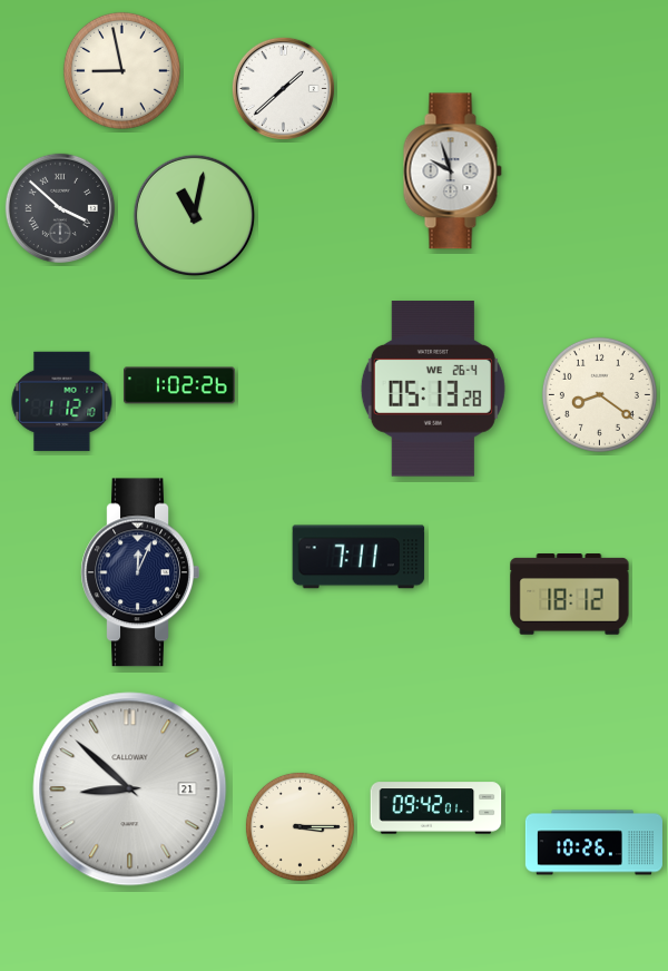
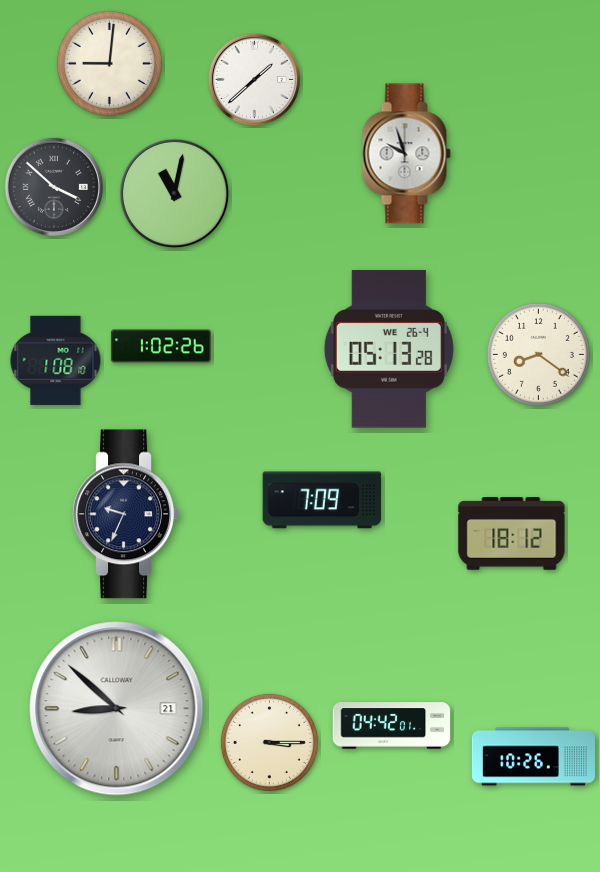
clock at (121, 70): 8:58 -> 9:01
clock at (62, 401): 1:12 -> 1:08
clock at (358, 557): 7:11 -> 7:09
clock at (140, 572): 12:04 -> 9:34
clock at (436, 808): 09:42 -> 04:42
